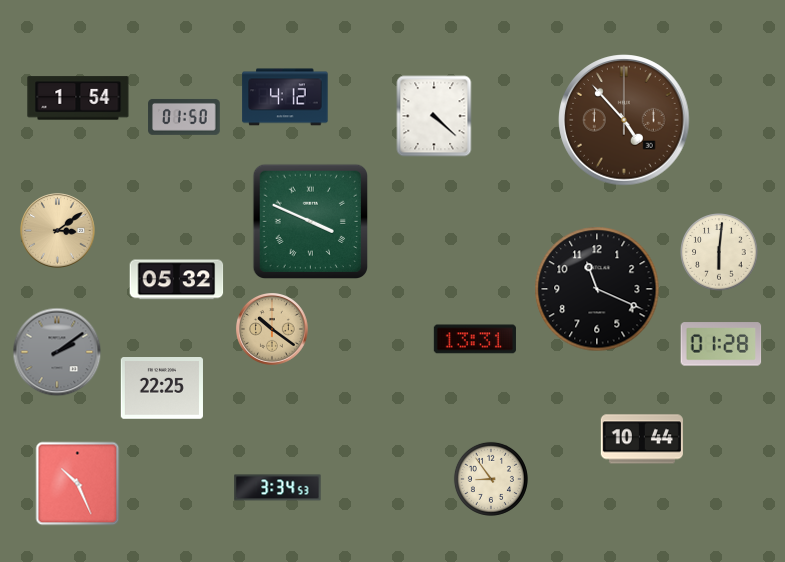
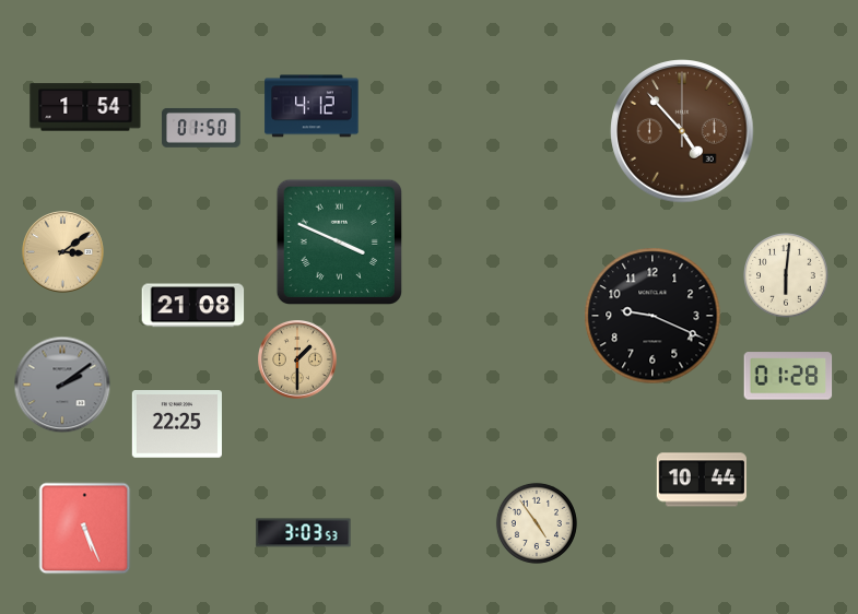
clock at (434, 116): 4:22 -> none
clock at (177, 280): 05:32 -> 21:08
clock at (597, 289): 11:19 -> 9:19
clock at (273, 330): 10:21 -> 1:30
clock at (475, 339): 13:31 -> none
clock at (491, 479): 8:54 -> 4:54
clock at (78, 484): 10:26 -> 5:26
clock at (278, 488): 3:34 -> 3:03
